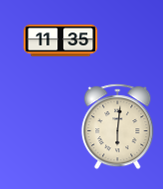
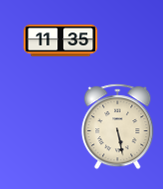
clock at (118, 127): 6:01 -> 5:28
